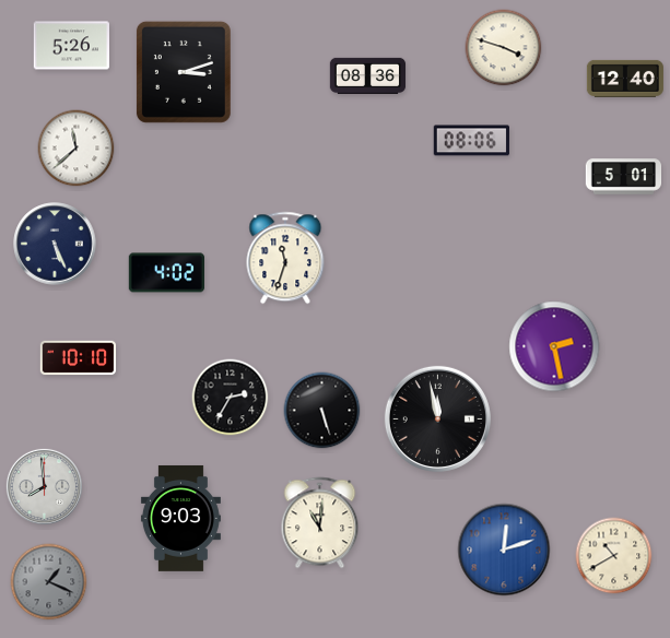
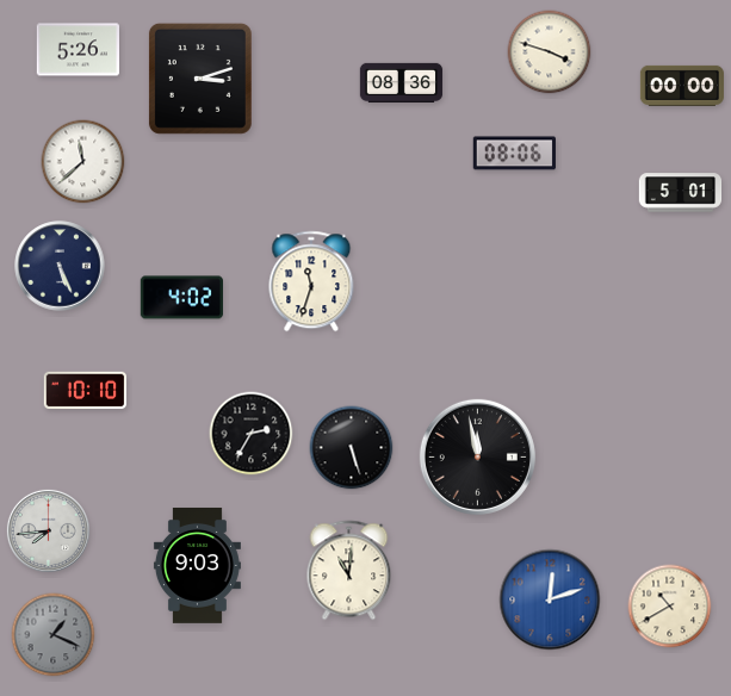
clock at (625, 79): 12:40 -> 00:00
clock at (554, 346): 2:28 -> none
clock at (44, 486): 7:59 -> 7:44
